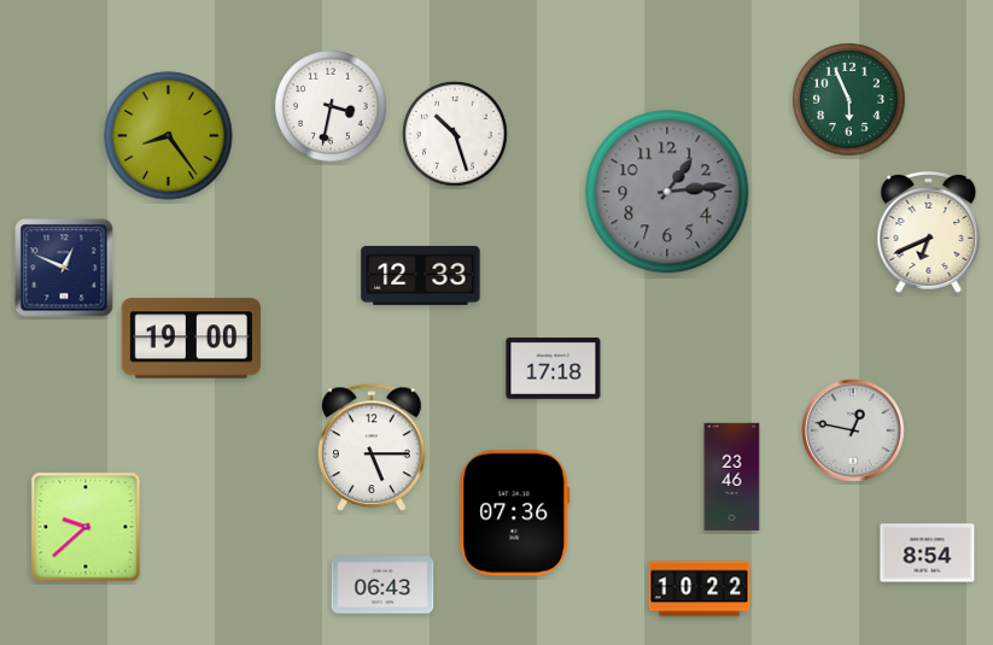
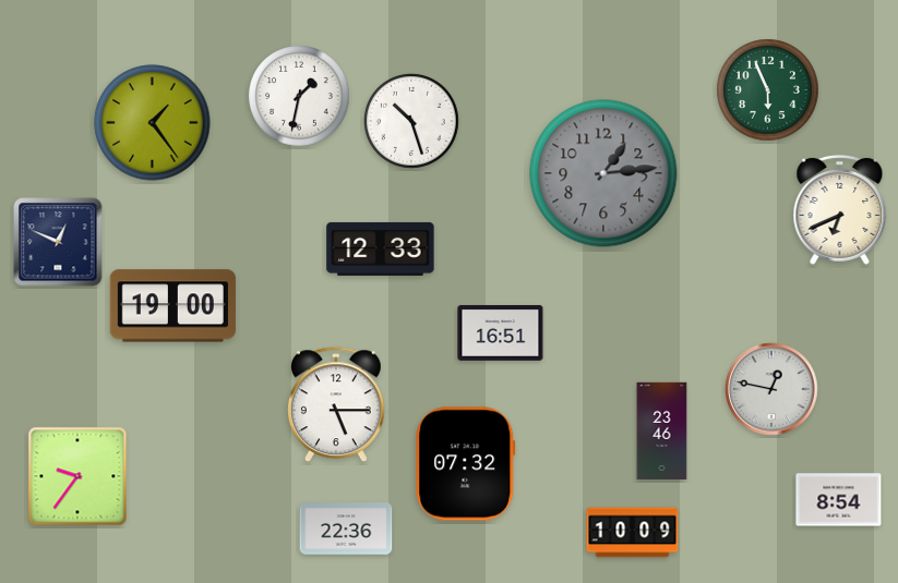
clock at (331, 106): 3:32 -> 1:32
clock at (169, 136): 8:24 -> 1:24
clock at (554, 369): 17:18 -> 16:51
clock at (515, 514): 07:36 -> 07:32
clock at (86, 527): 9:38 -> 9:36
clock at (382, 585): 06:43 -> 22:36
clock at (700, 590): 10:22 -> 10:09
